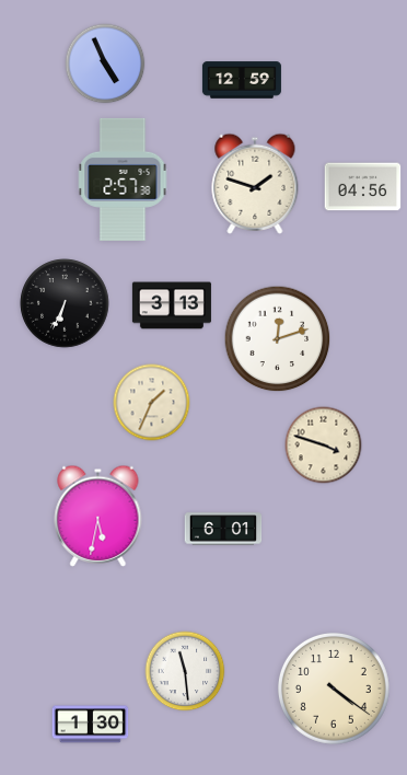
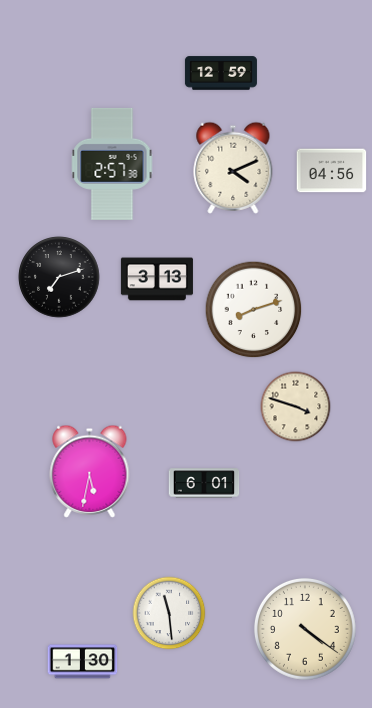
clock at (105, 63): 4:56 -> none
clock at (255, 184): 1:48 -> 4:11
clock at (65, 303): 6:34 -> 7:12
clock at (278, 339): 12:12 -> 8:12
clock at (152, 403): 1:34 -> none
